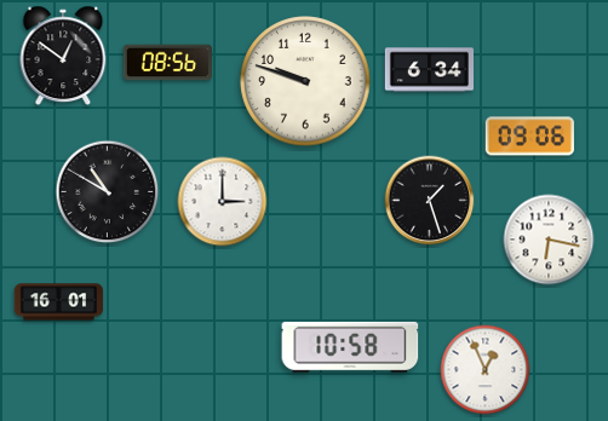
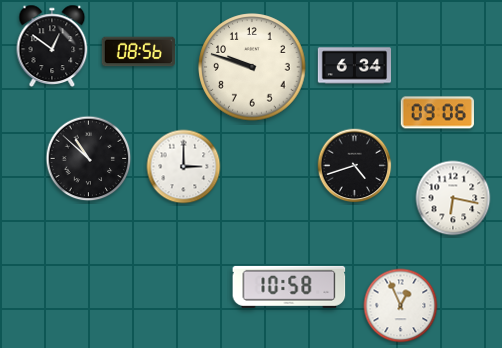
clock at (429, 70) position: (429, 70) -> (354, 66)
clock at (108, 192): 10:50 -> 10:52
clock at (430, 201): 1:27 -> 4:42
clock at (59, 302): 16:01 -> none
